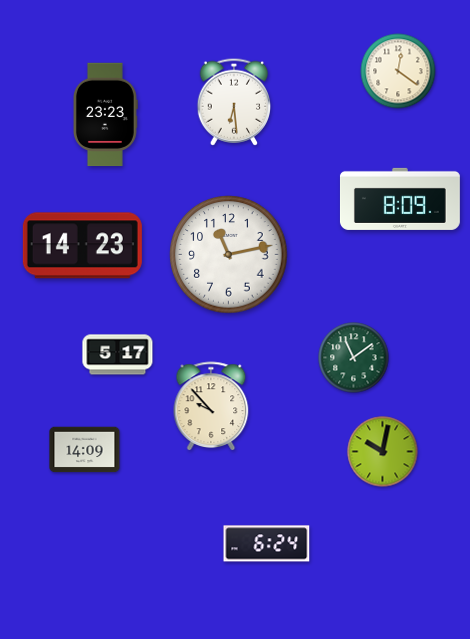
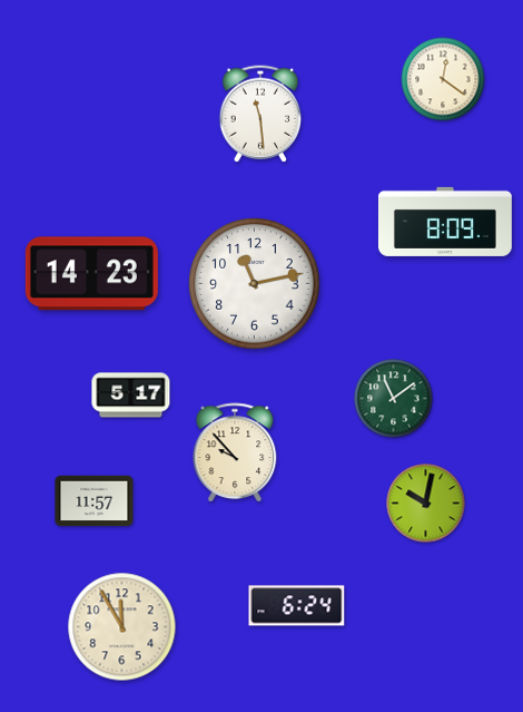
clock at (233, 102): 6:29 -> 11:29
clock at (105, 115): 23:23 -> none
clock at (85, 450): 14:09 -> 11:57
clock at (122, 627): none -> 11:55
